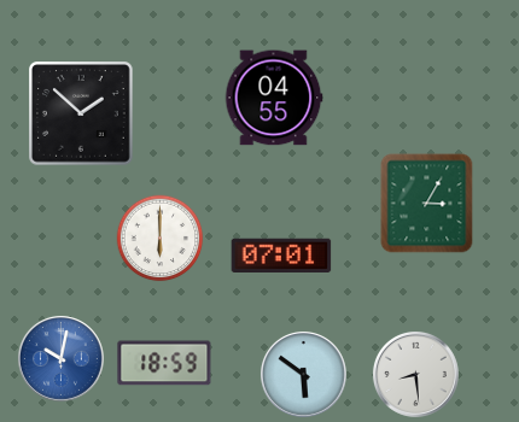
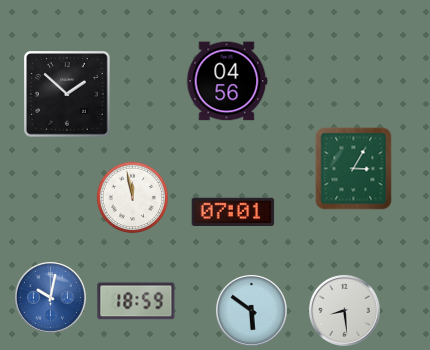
clock at (274, 98): 04:55 -> 04:56
clock at (161, 239): 6:00 -> 11:58
